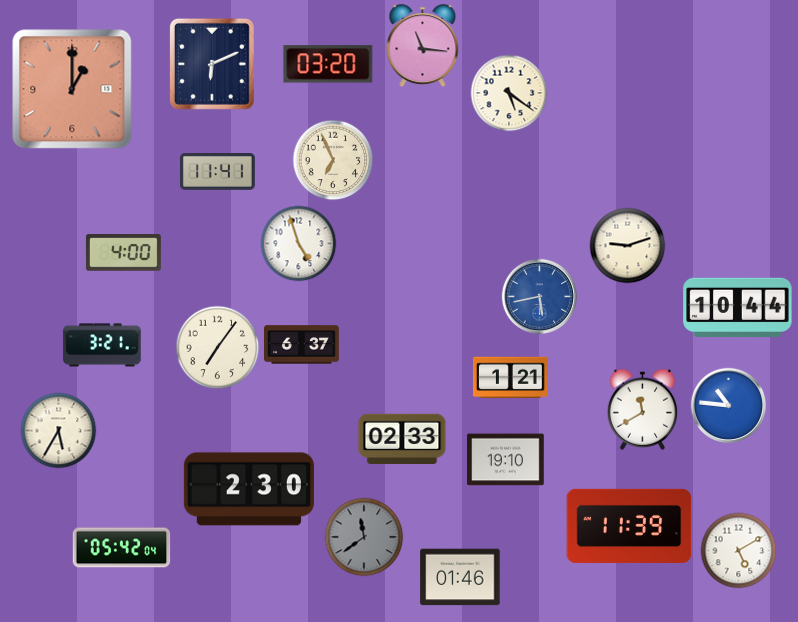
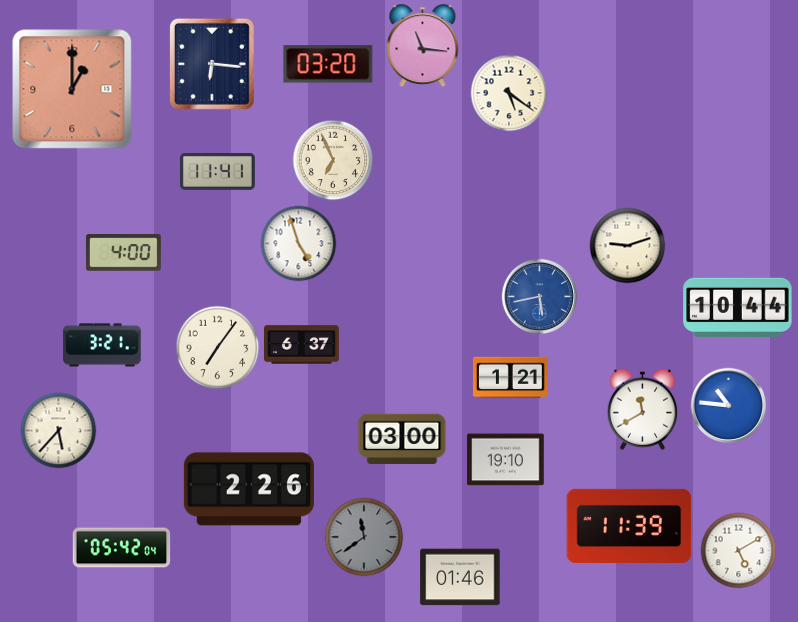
clock at (212, 64): 6:11 -> 6:16
clock at (59, 431): 5:35 -> 5:37
clock at (402, 439): 02:33 -> 03:00
clock at (249, 489): 2:30 -> 2:26
